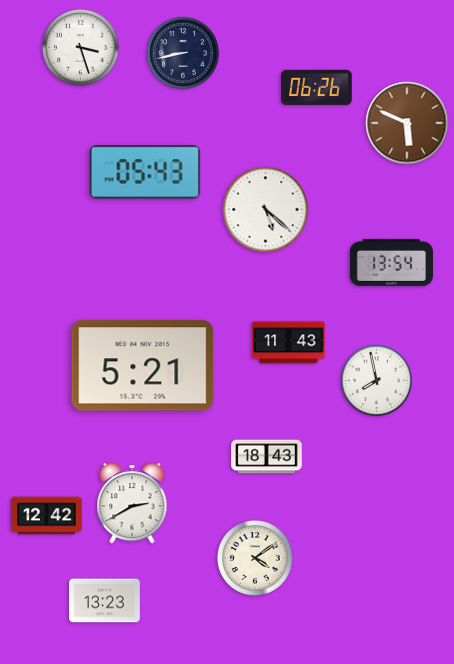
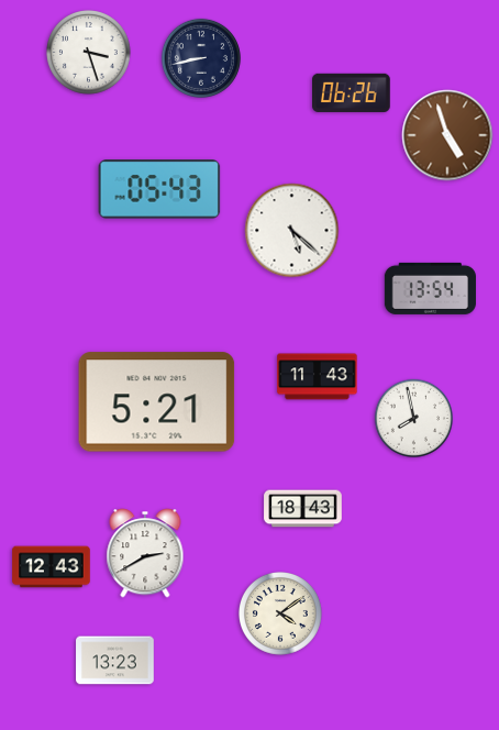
clock at (317, 87) position: (317, 87) -> (352, 92)
clock at (407, 123): 5:49 -> 4:57
clock at (267, 457) position: (267, 457) -> (303, 509)
clock at (47, 516): 12:42 -> 12:43
